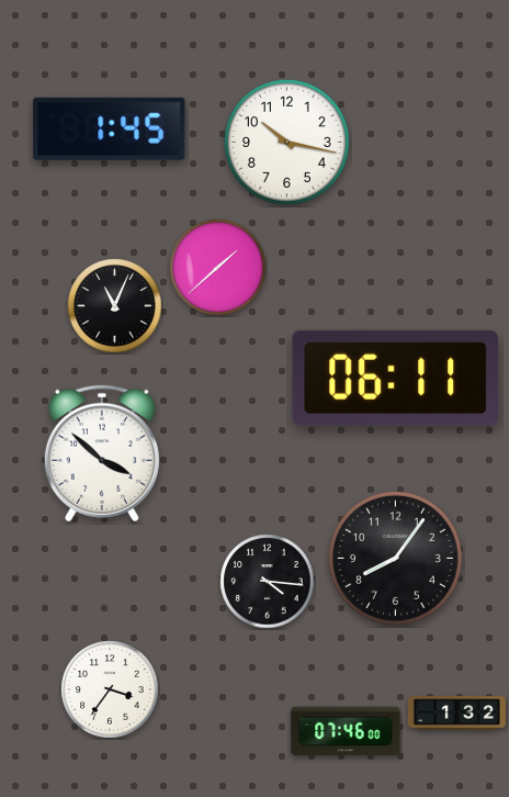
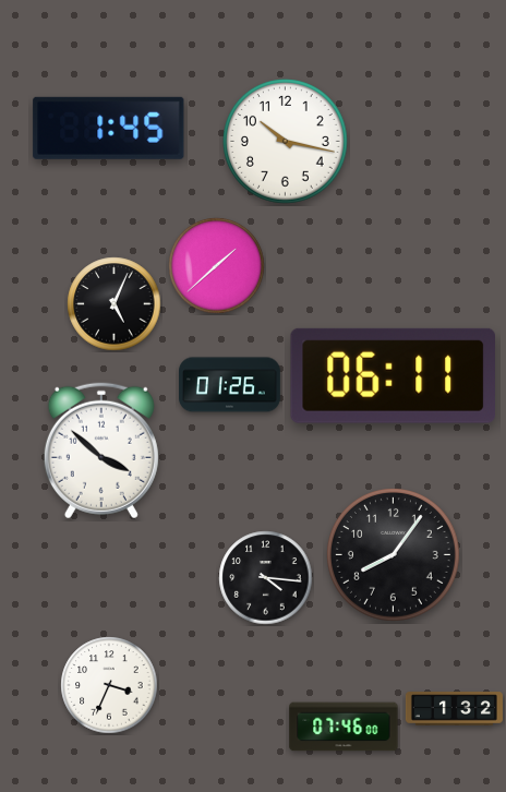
clock at (115, 306): 11:04 -> 5:04
clock at (230, 385): none -> 01:26
clock at (110, 689): 3:36 -> 3:34
